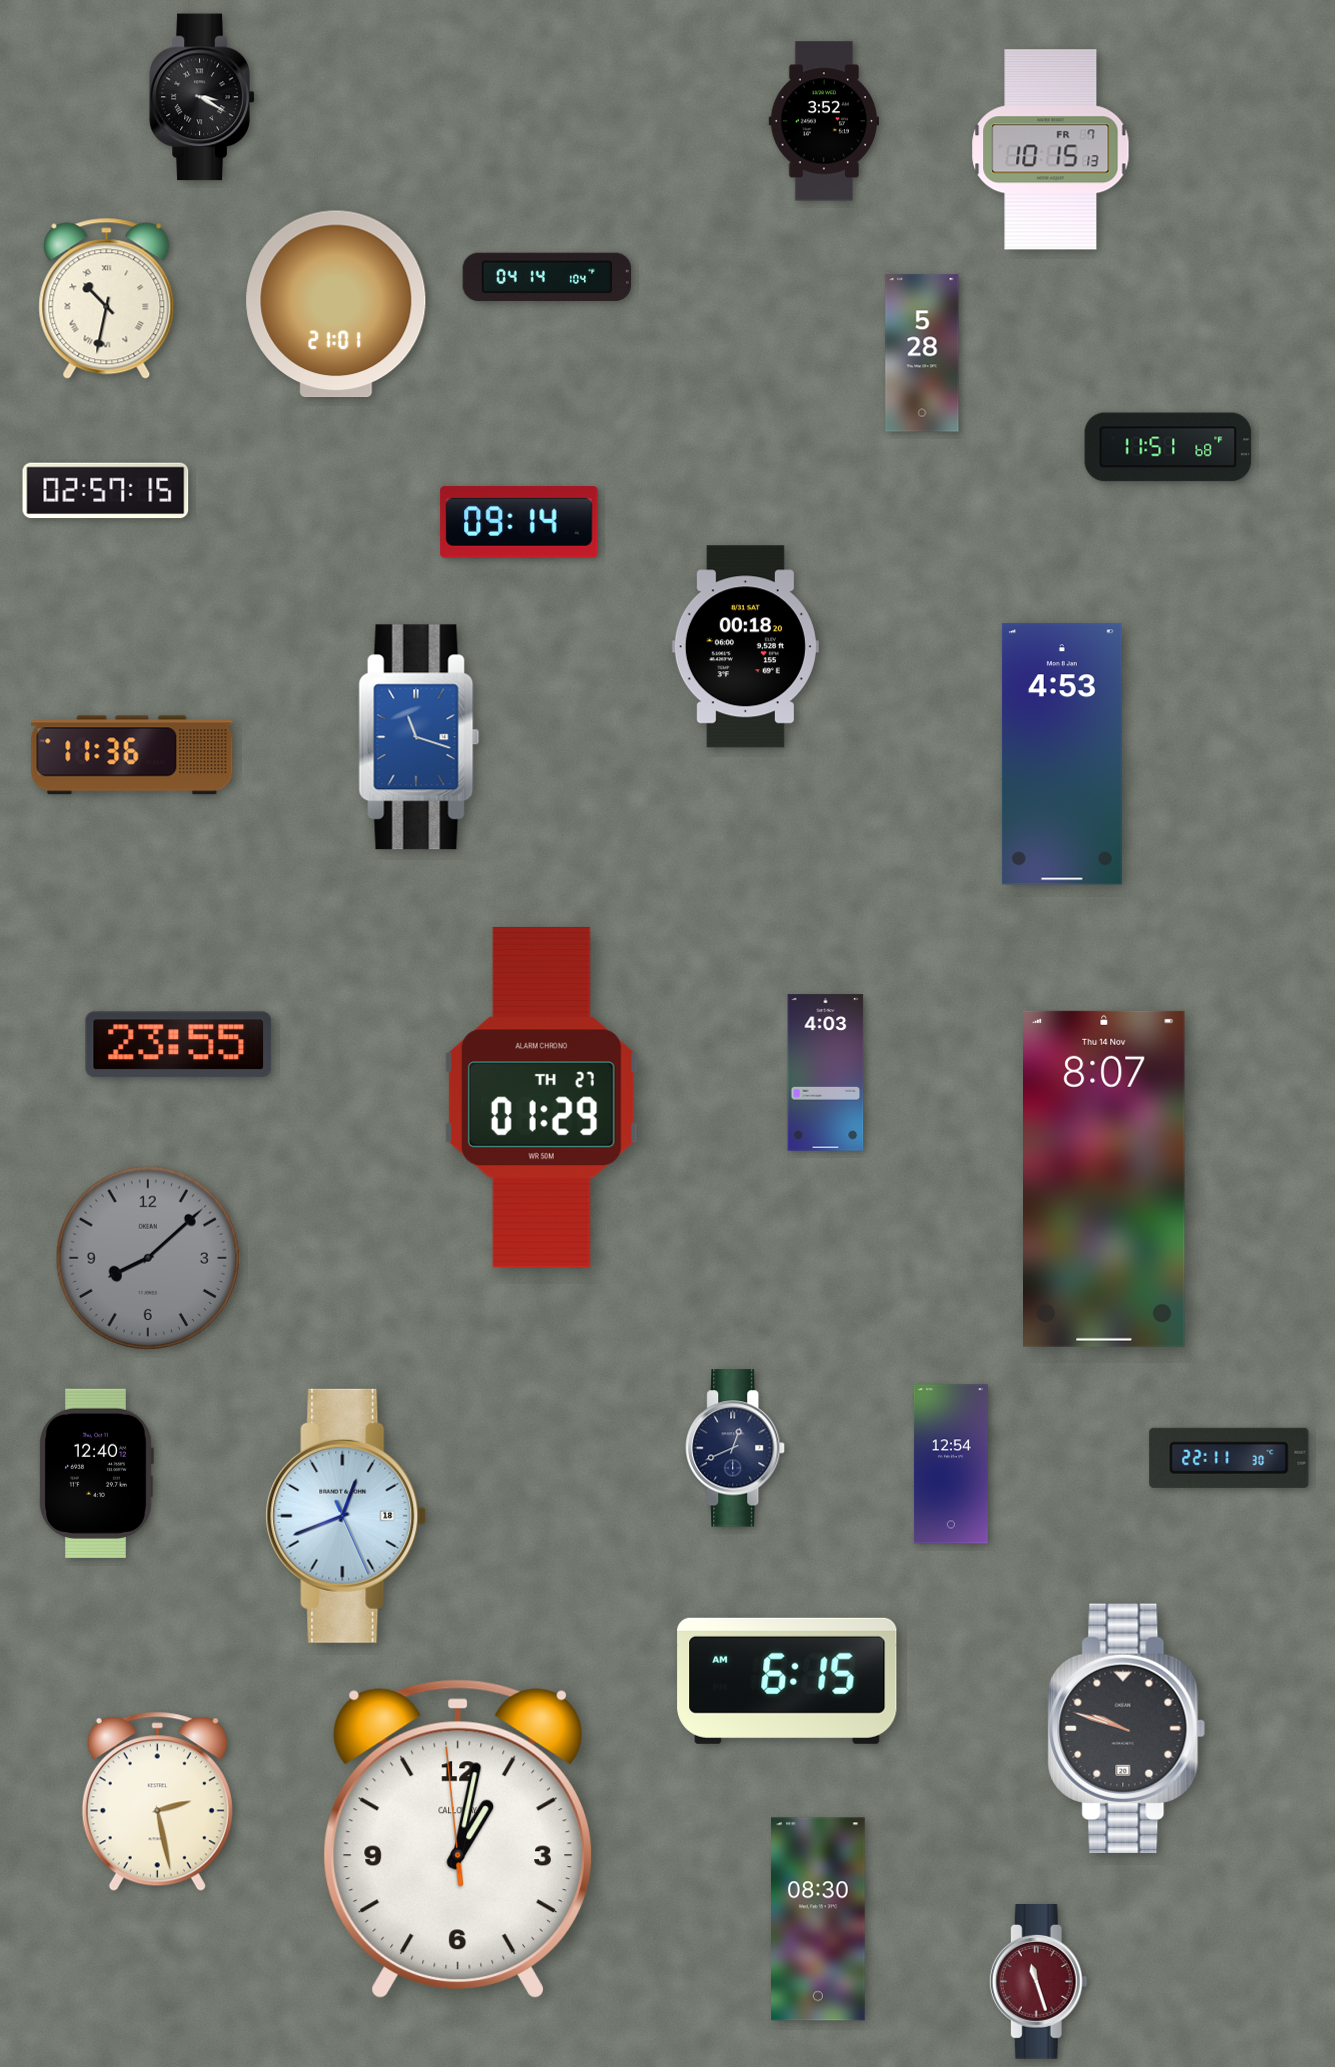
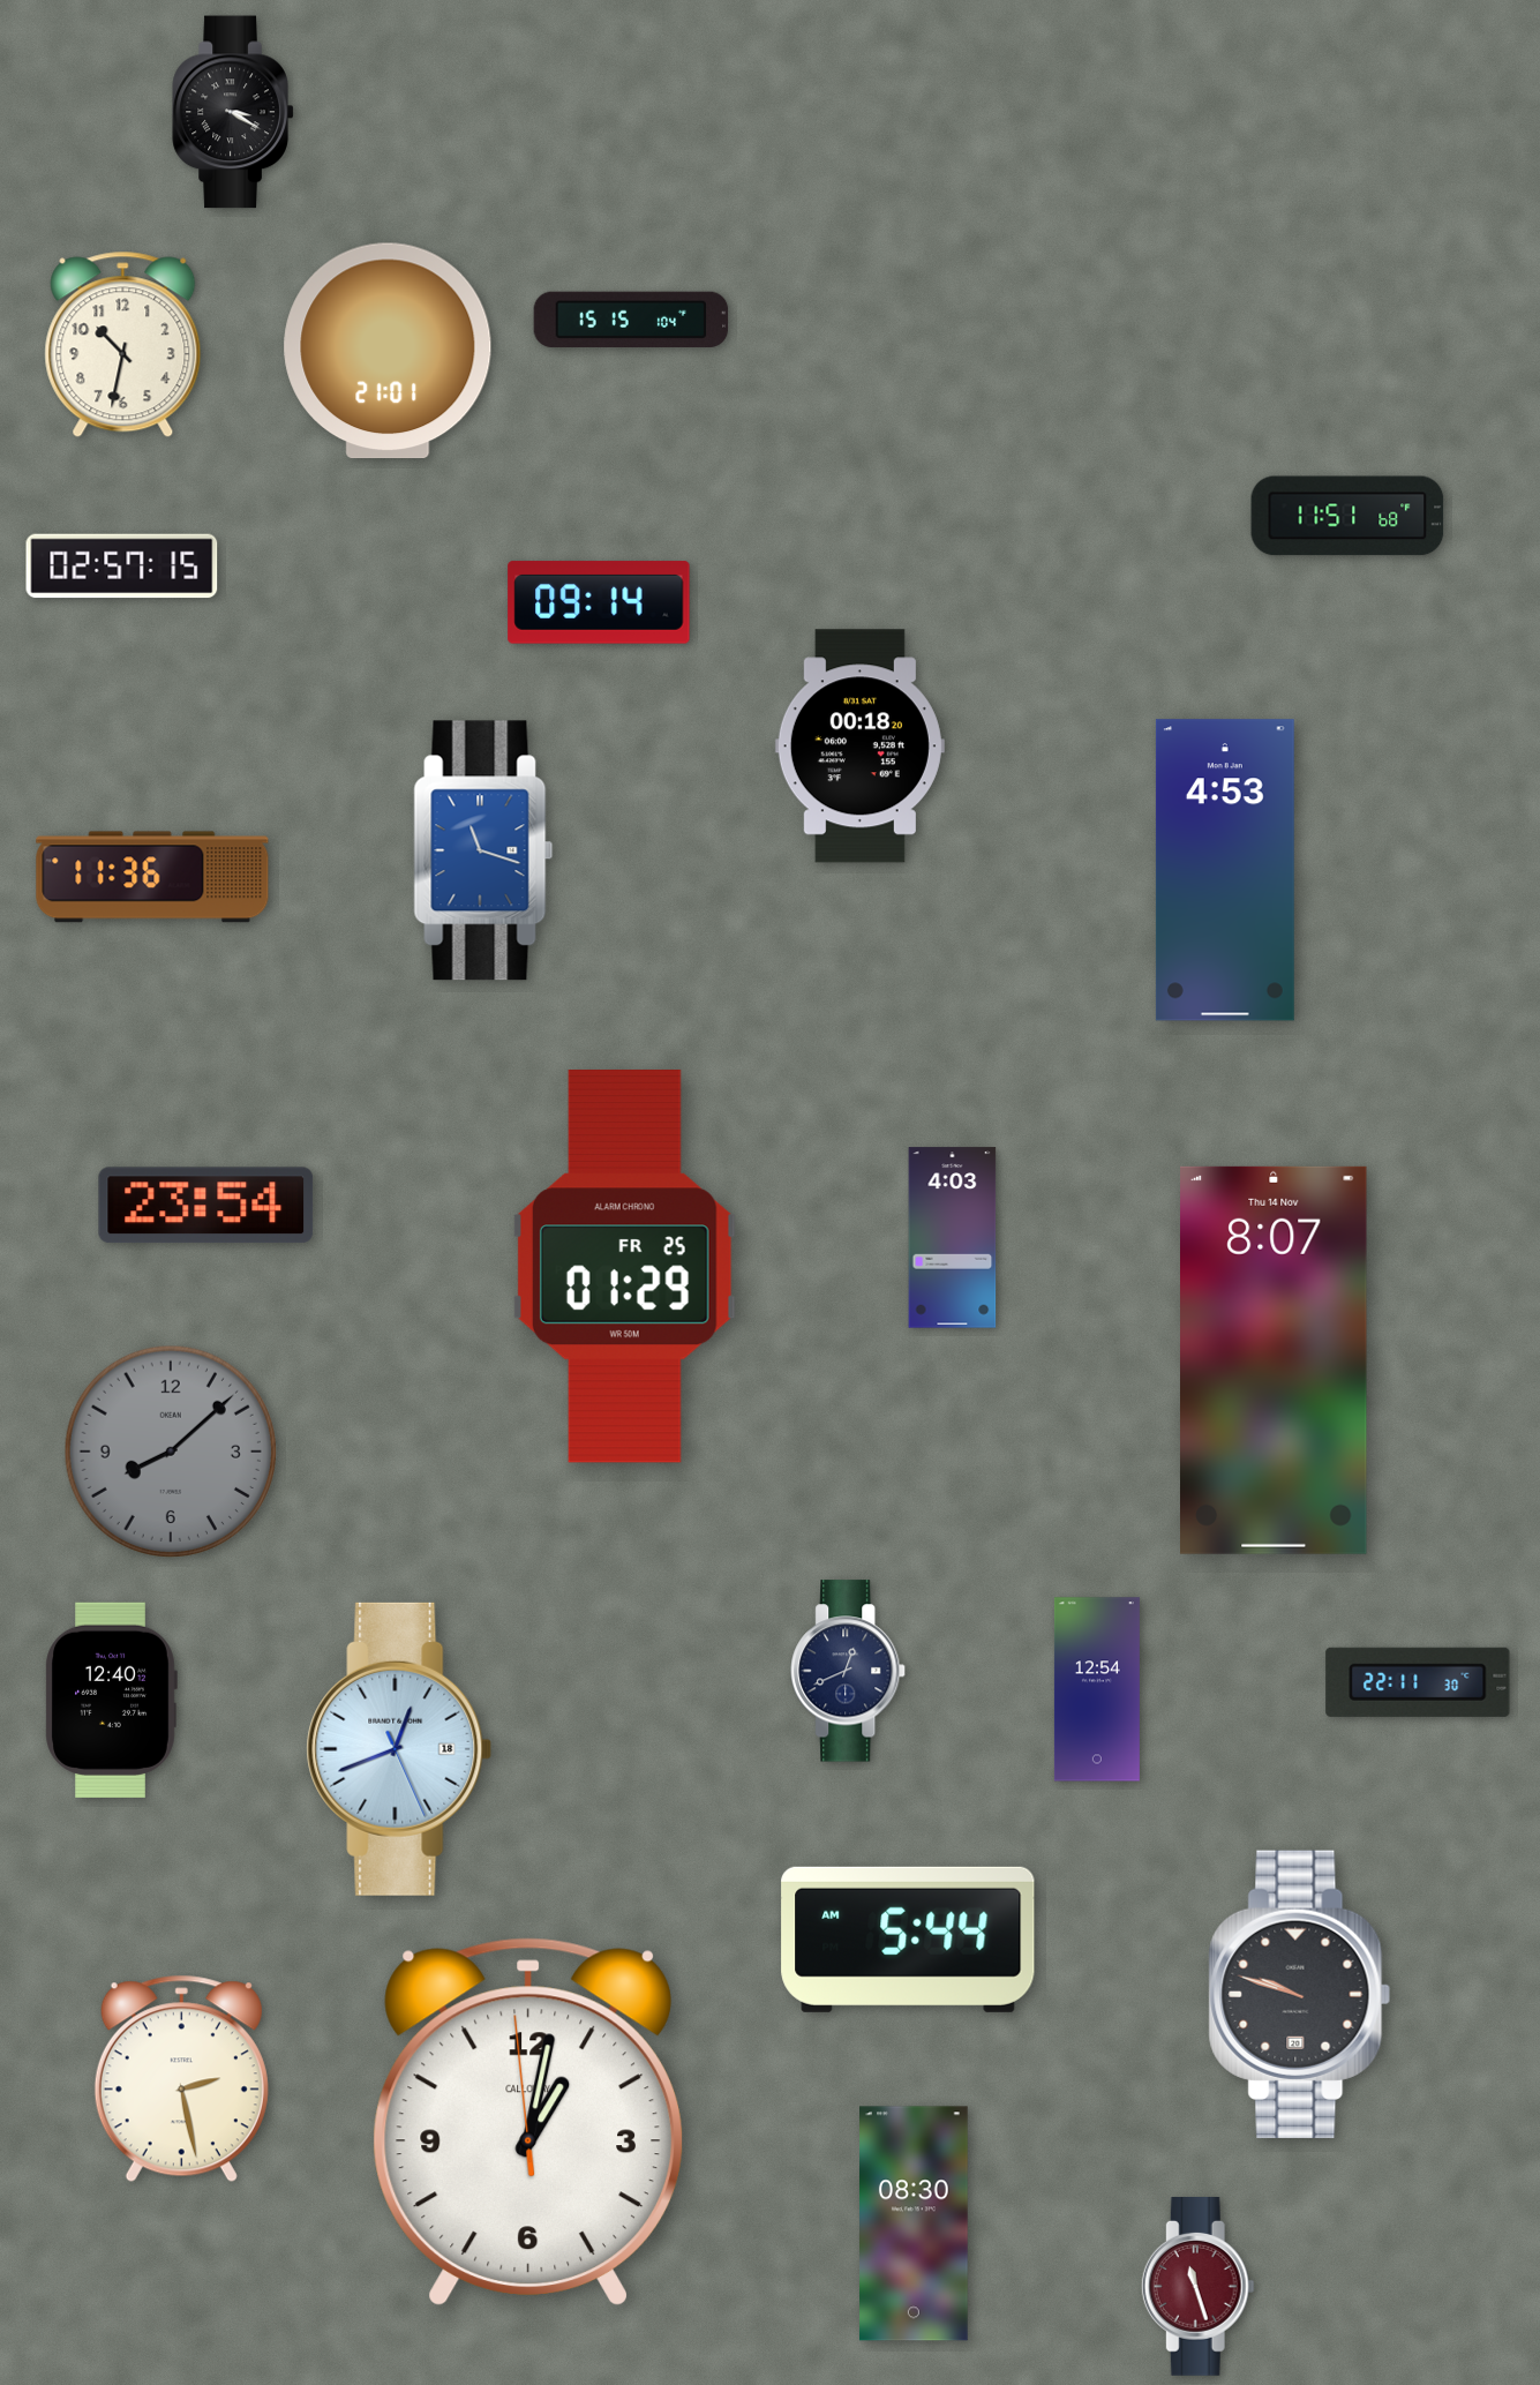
clock at (823, 121): 3:52 -> none
clock at (1051, 150): 10:15 -> none
clock at (547, 277): 04:14 -> 15:15
clock at (107, 299) numerals: Roman -> Arabic
clock at (922, 353): 5:28 -> none
clock at (132, 755) position: (132, 755) -> (152, 877)
clock at (179, 1045): 23:55 -> 23:54
clock at (541, 1097) date: TH 27 -> FR 25
clock at (787, 1681): 6:15 -> 5:44
clock at (819, 1919) position: (819, 1919) -> (915, 2223)
